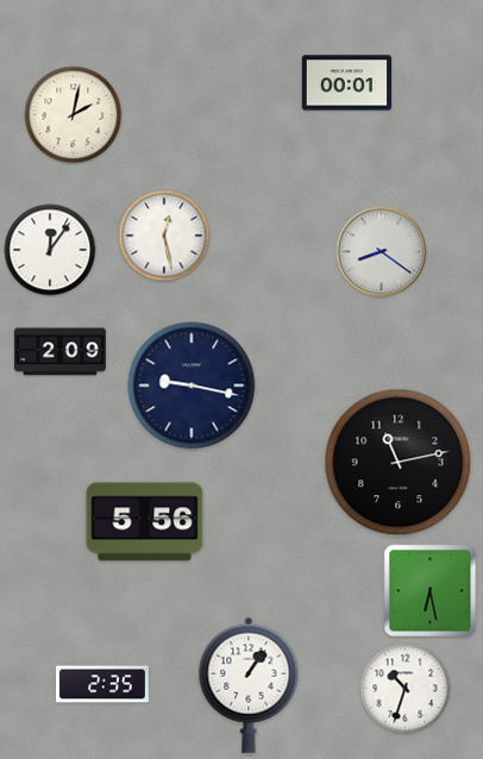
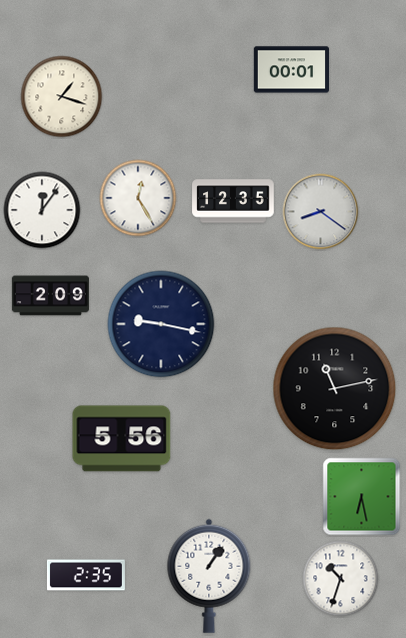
clock at (74, 115): 2:02 -> 1:18
clock at (164, 236): 12:28 -> 12:25
clock at (233, 201): none -> 12:35
